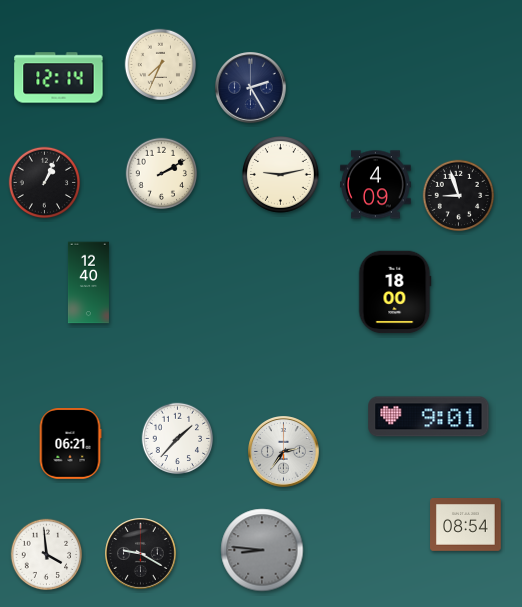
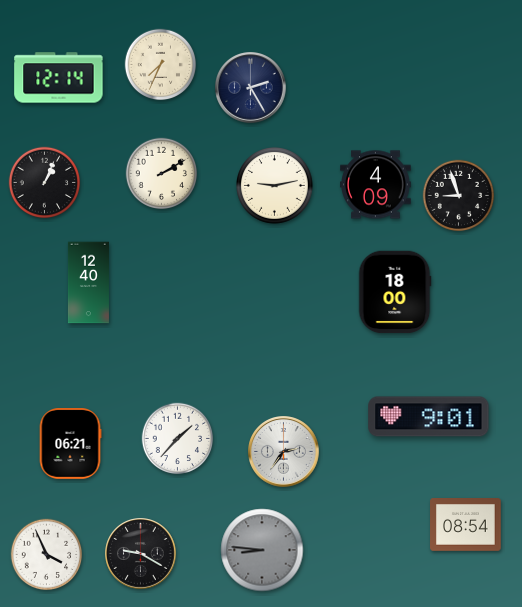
clock at (281, 175) position: (281, 175) -> (275, 186)
clock at (47, 555): 3:59 -> 3:56
